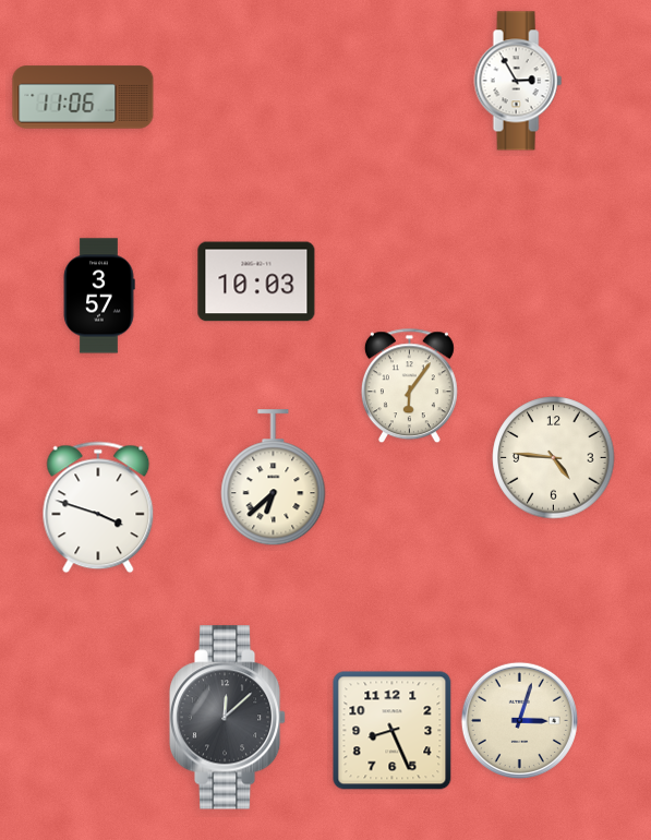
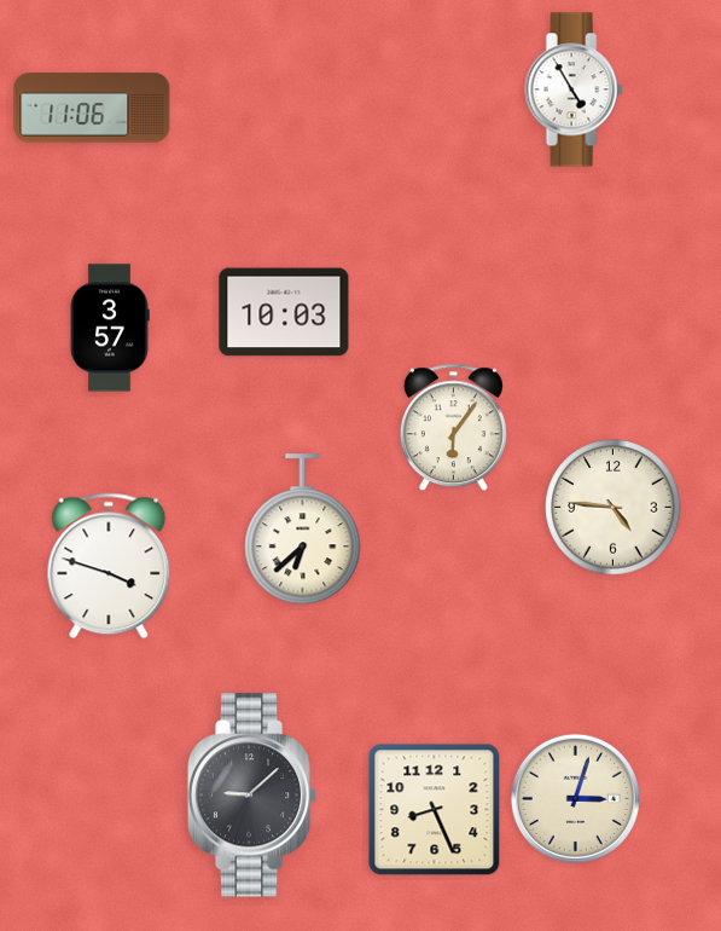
clock at (518, 81): 2:55 -> 4:55
clock at (98, 507) position: (98, 507) -> (109, 566)
clock at (228, 718): 12:08 -> 9:08
